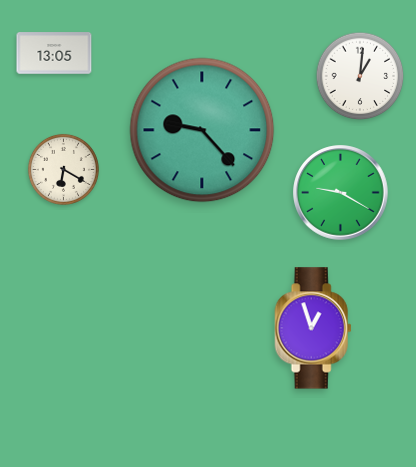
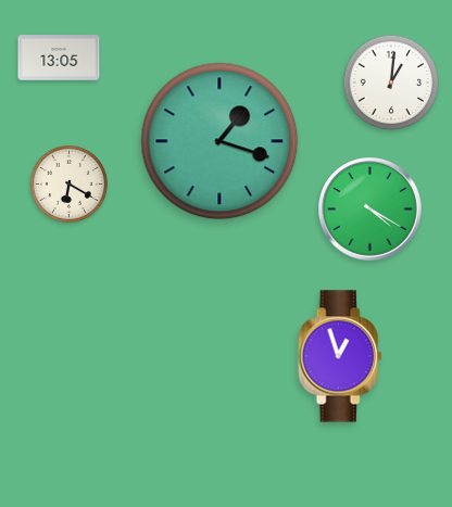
clock at (202, 130): 9:23 -> 1:18
clock at (341, 193): 9:20 -> 4:20
